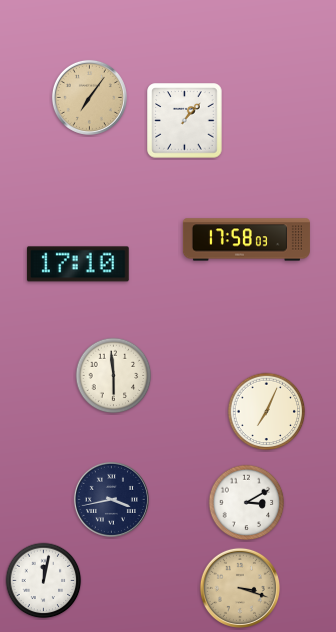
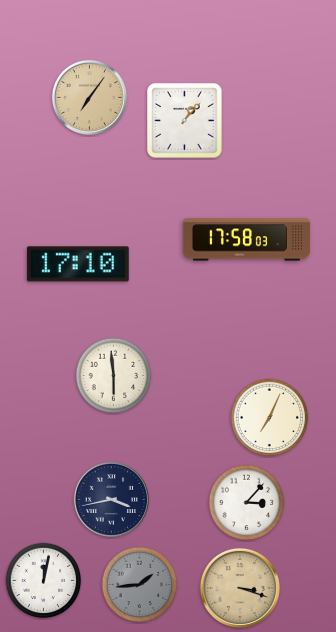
clock at (267, 412) position: (267, 412) -> (270, 418)
clock at (247, 503): 3:10 -> 3:07
clock at (140, 585): none -> 1:44
